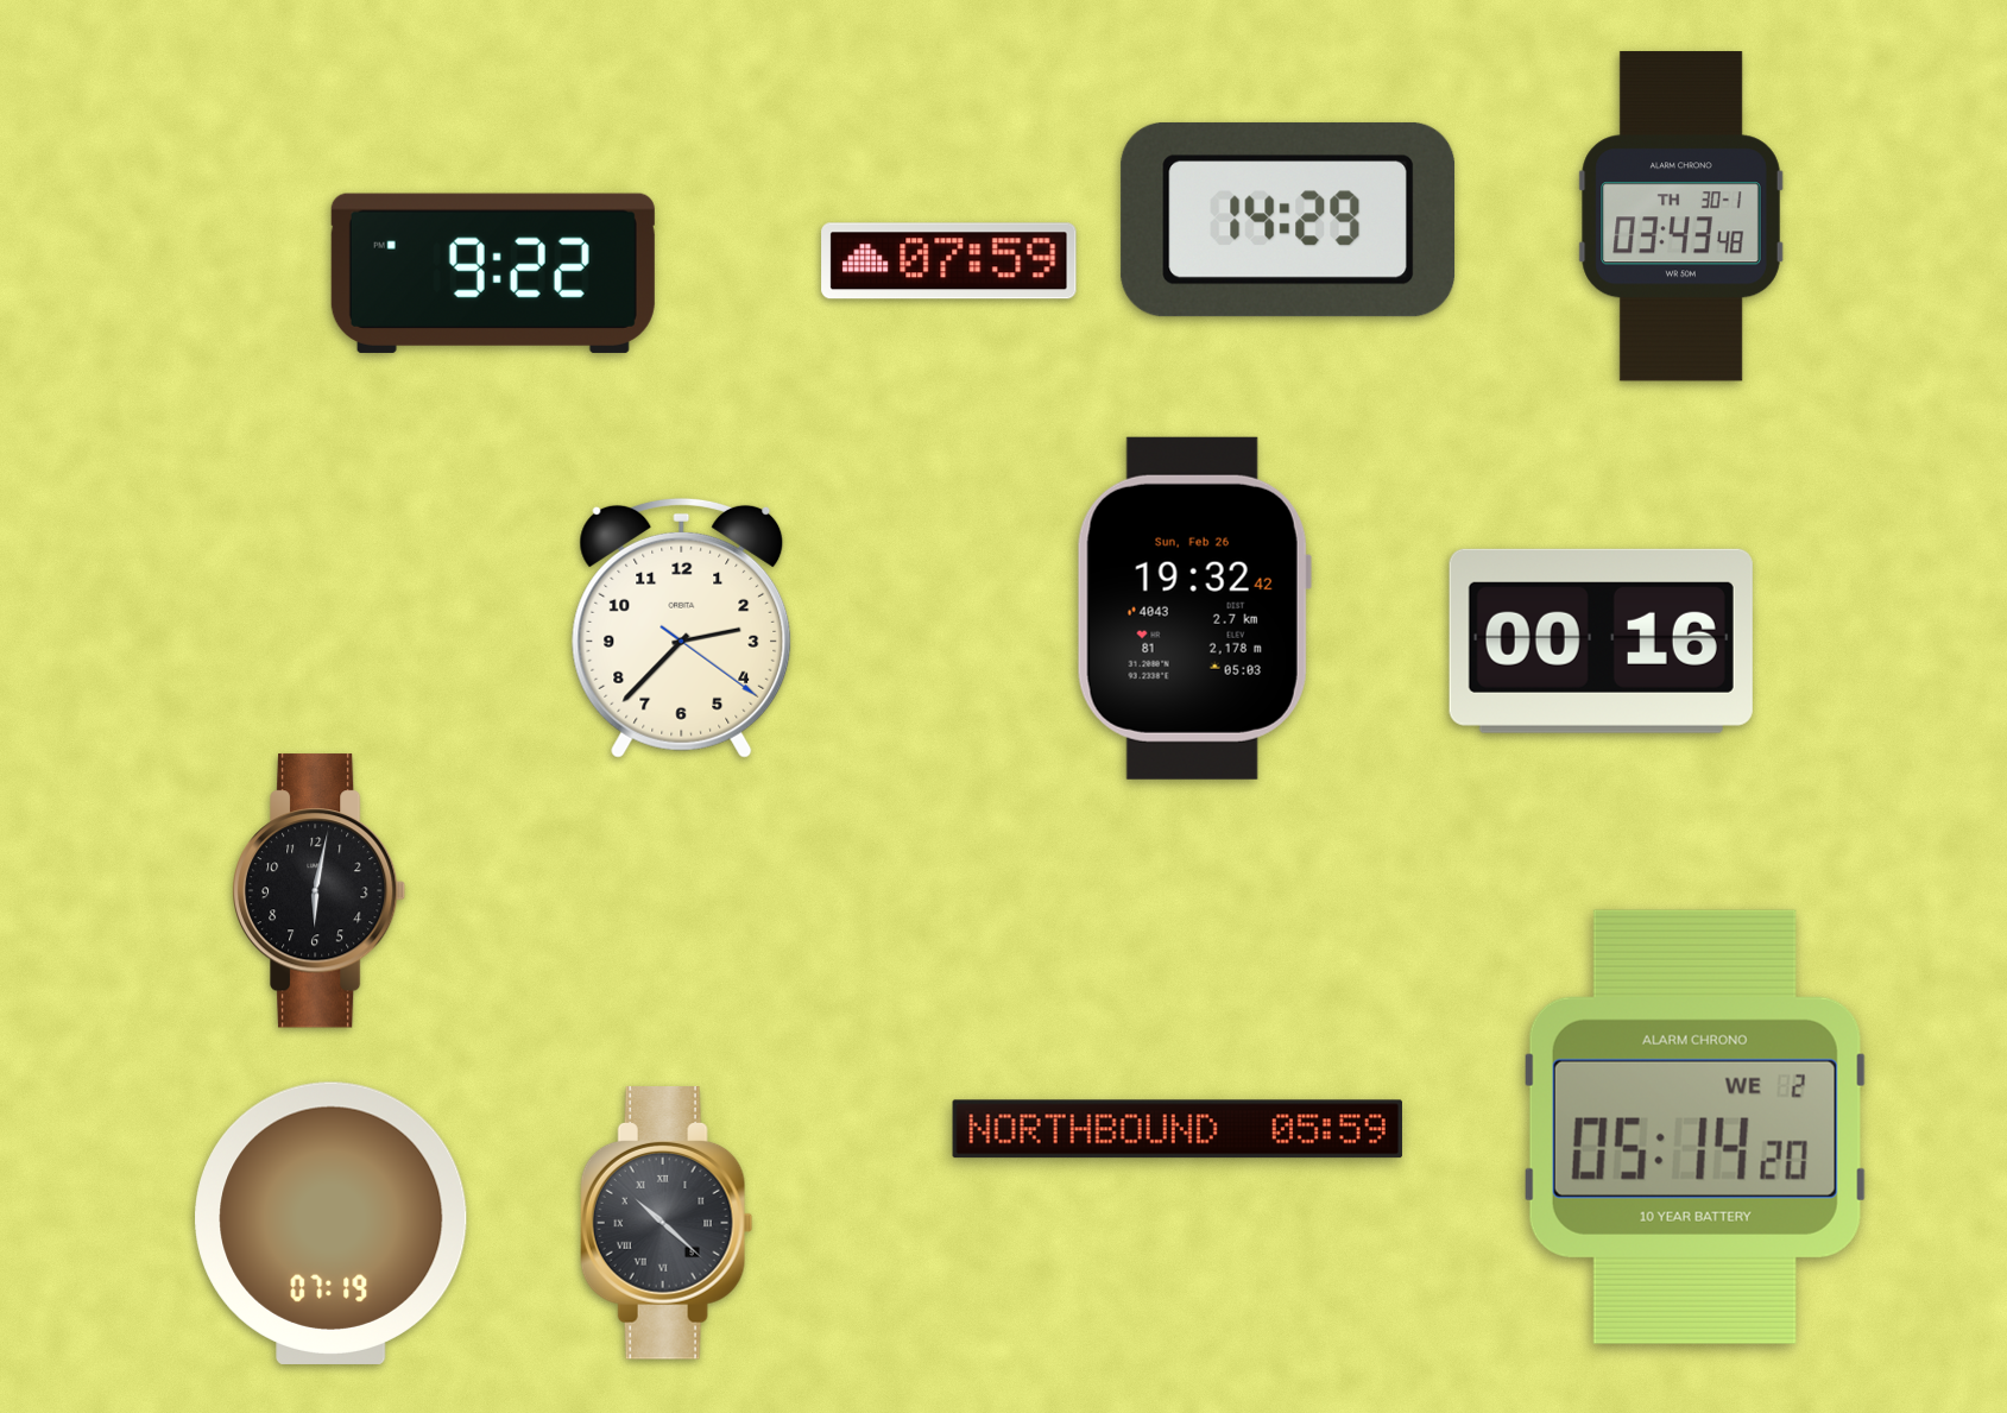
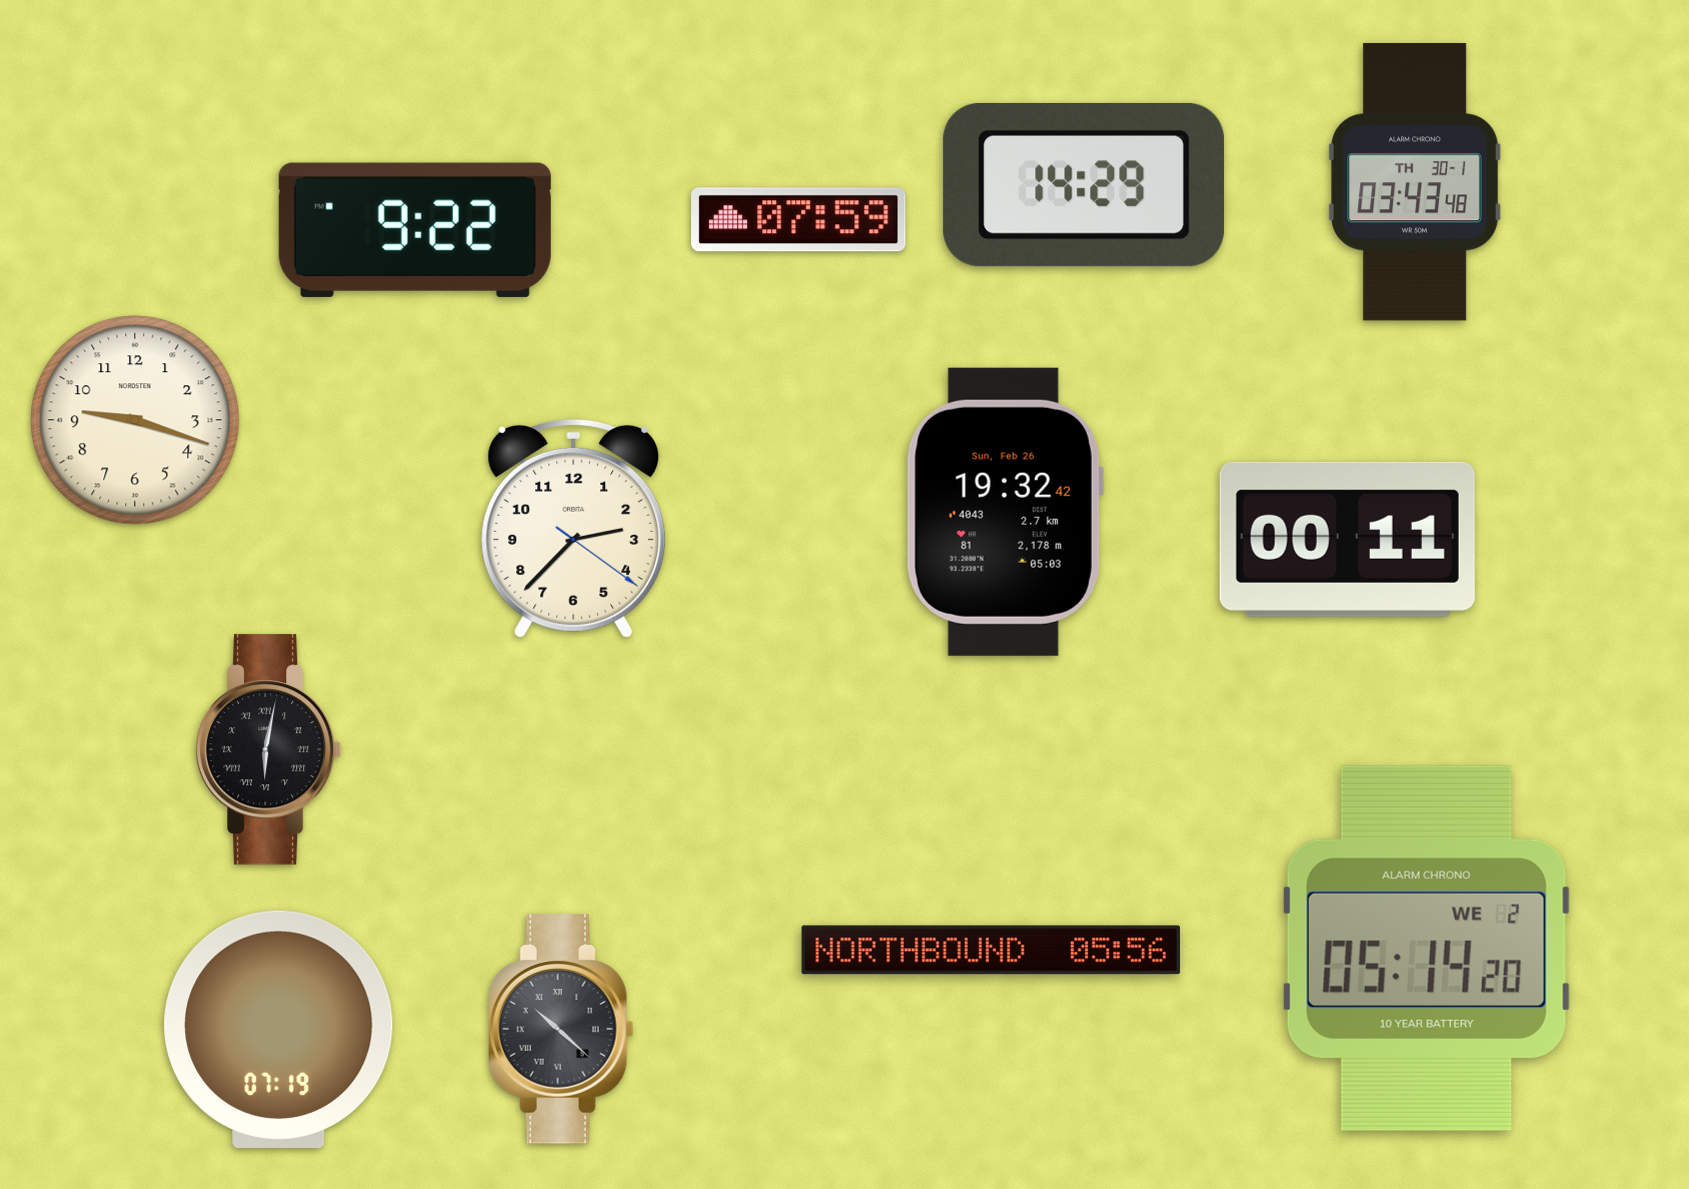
clock at (135, 420): none -> 9:18
clock at (1601, 641): 00:16 -> 00:11
clock at (320, 891) numerals: Arabic -> Roman
clock at (1178, 1129): 05:59 -> 05:56
